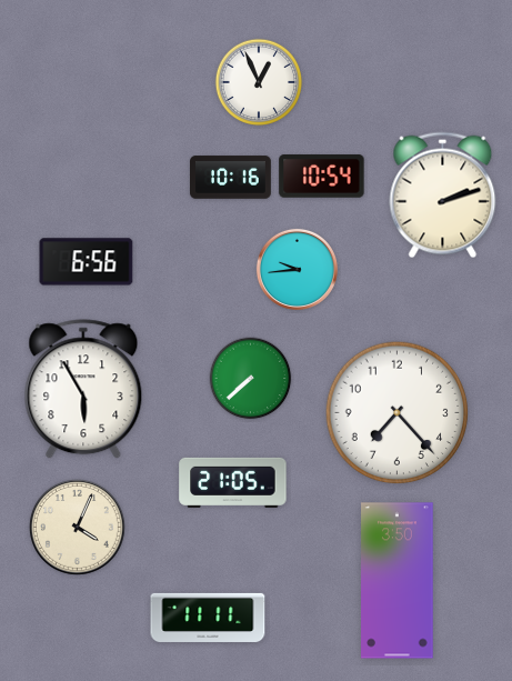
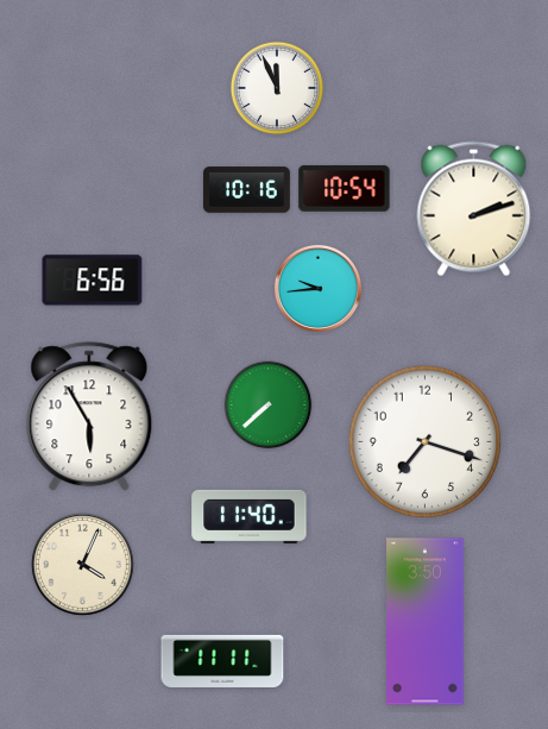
clock at (259, 82): 12:56 -> 11:56
clock at (398, 413): 7:23 -> 7:18
clock at (233, 482): 21:05 -> 11:40
